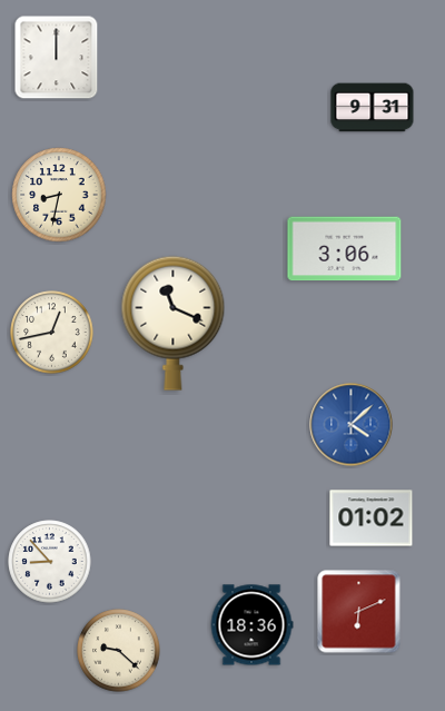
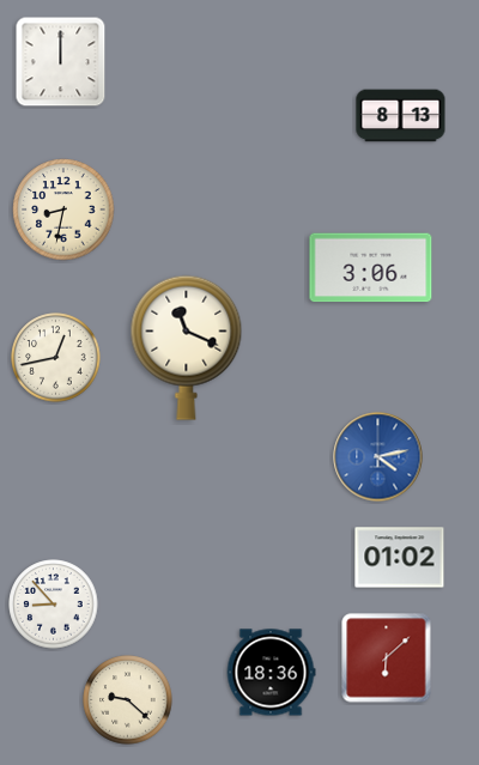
clock at (373, 108): 9:31 -> 8:13
clock at (352, 425): 4:08 -> 4:13
clock at (359, 612): 6:11 -> 6:08
